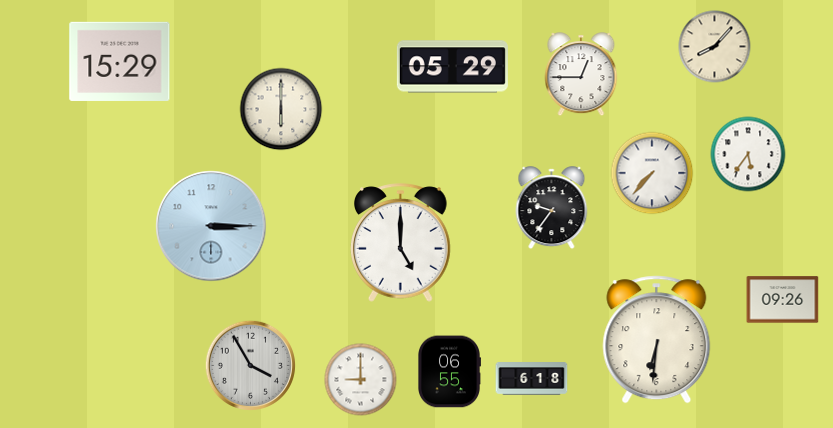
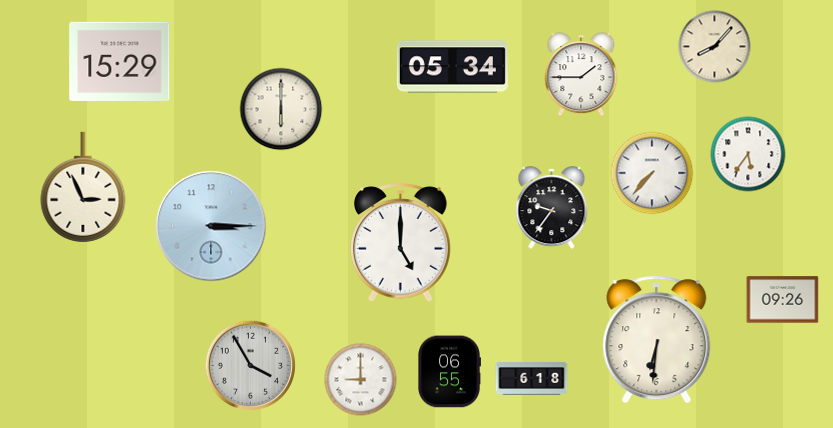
clock at (452, 67): 05:29 -> 05:34
clock at (581, 75): 12:45 -> 1:45
clock at (83, 187): none -> 2:56
